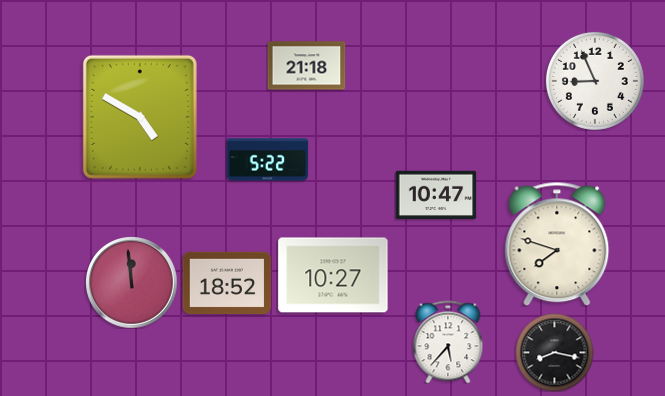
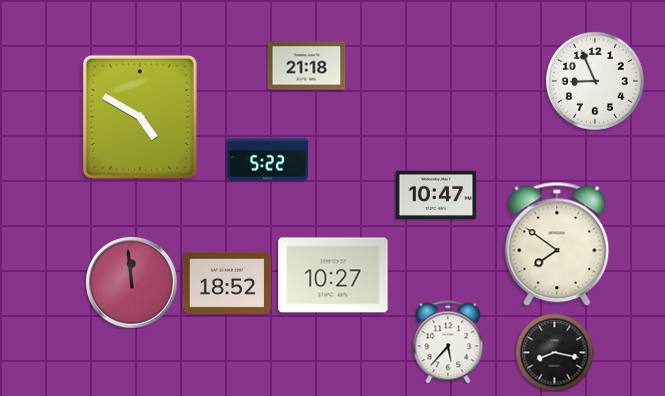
clock at (557, 244): 7:48 -> 7:51
